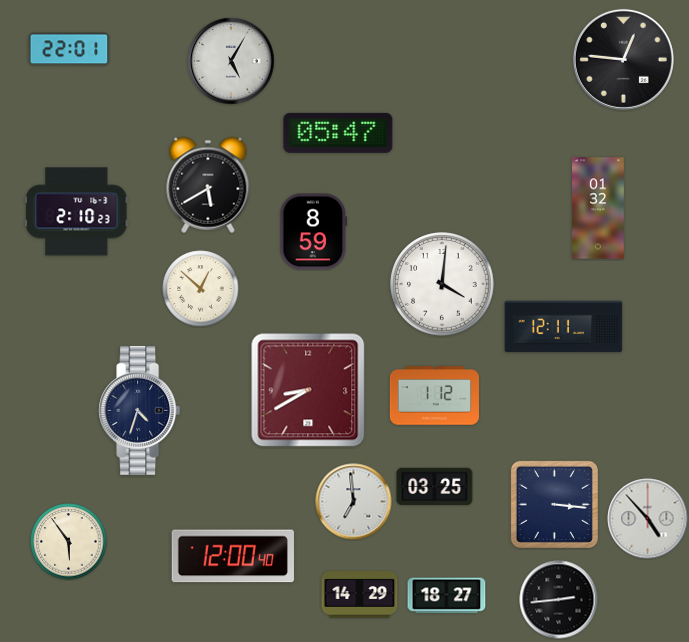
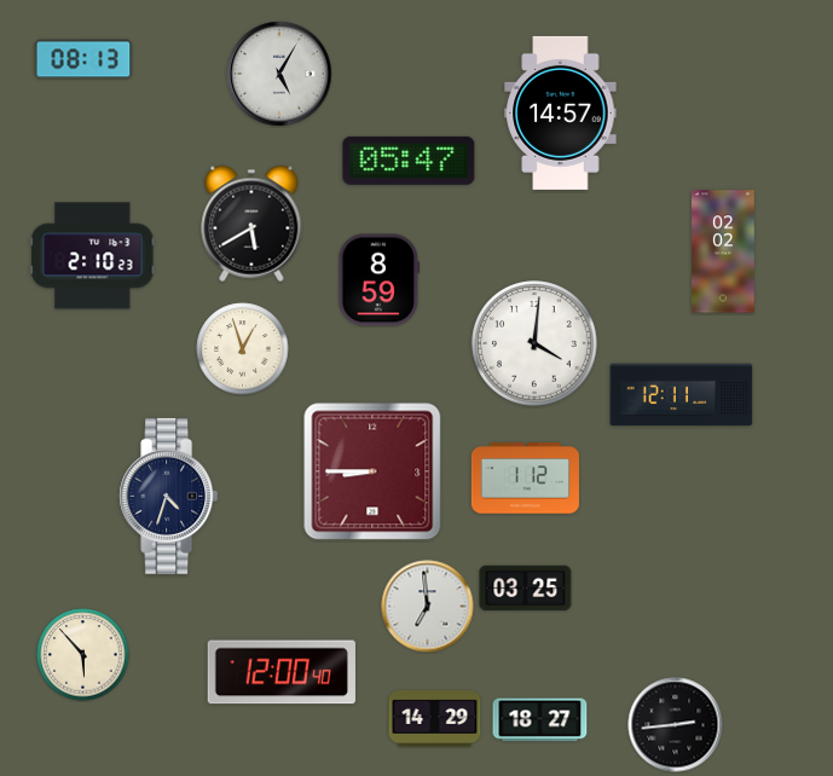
clock at (69, 49): 22:01 -> 08:13
clock at (623, 59): 12:46 -> none
clock at (561, 112): none -> 14:57
clock at (599, 208): 01:32 -> 02:02
clock at (201, 289): 12:52 -> 12:57
clock at (308, 390): 8:40 -> 8:45
clock at (554, 504): 3:16 -> none
clock at (648, 519): 4:53 -> none
clock at (69, 542): 5:54 -> 5:53
